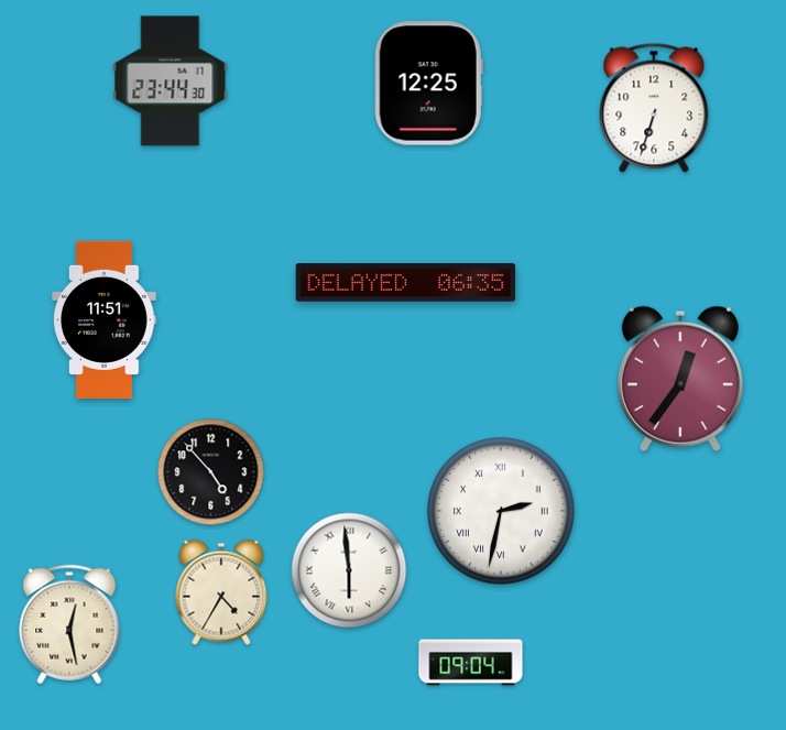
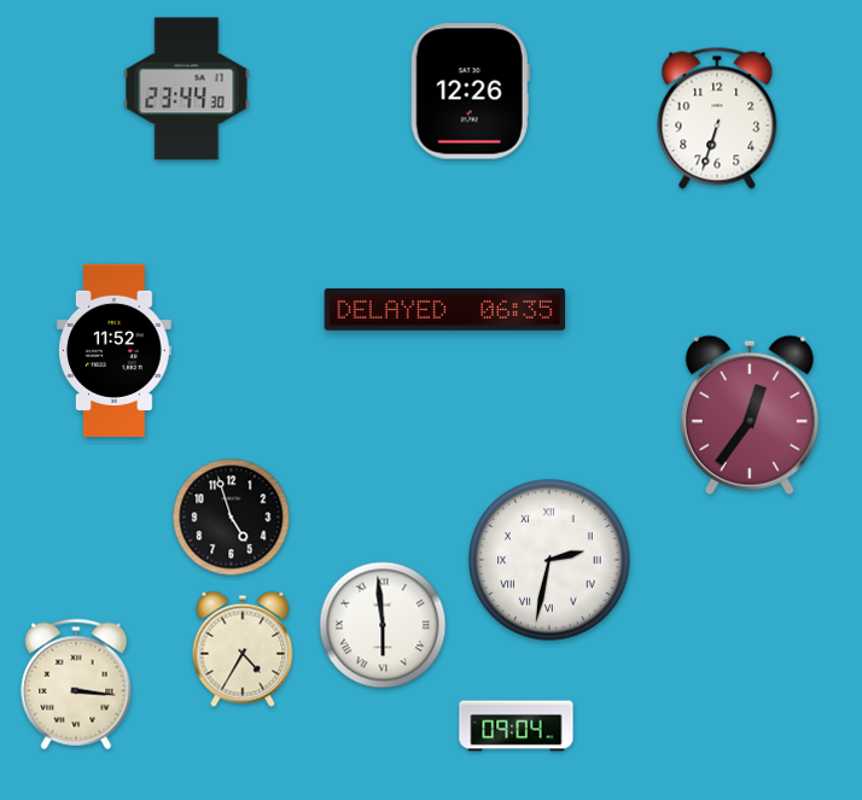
clock at (428, 84): 12:25 -> 12:26
clock at (105, 319): 11:51 -> 11:52
clock at (680, 379) position: (680, 379) -> (750, 415)
clock at (211, 472): 4:53 -> 4:57
clock at (69, 624): 12:28 -> 3:16
